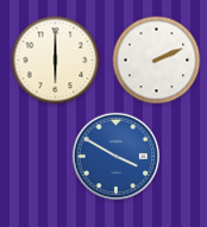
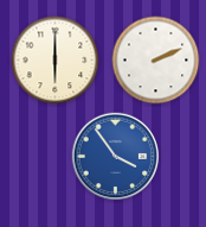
clock at (117, 157): 3:50 -> 3:54
